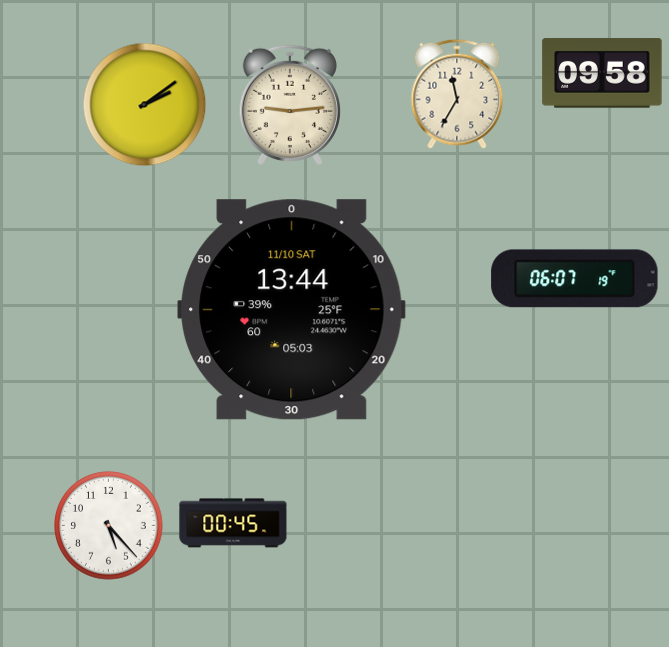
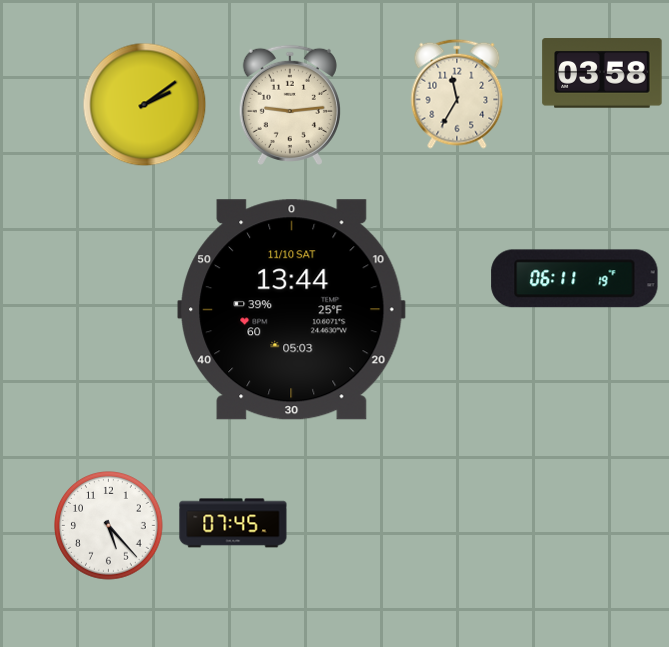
clock at (602, 73): 09:58 -> 03:58
clock at (575, 279): 06:07 -> 06:11
clock at (233, 523): 00:45 -> 07:45
